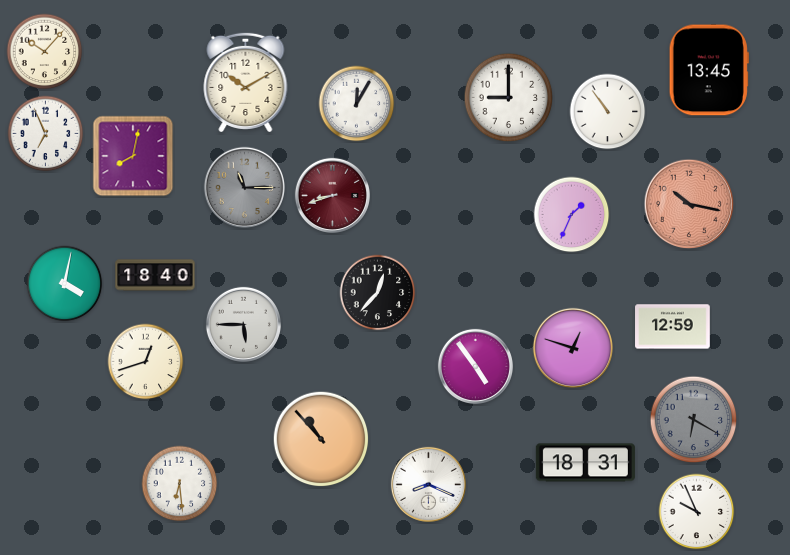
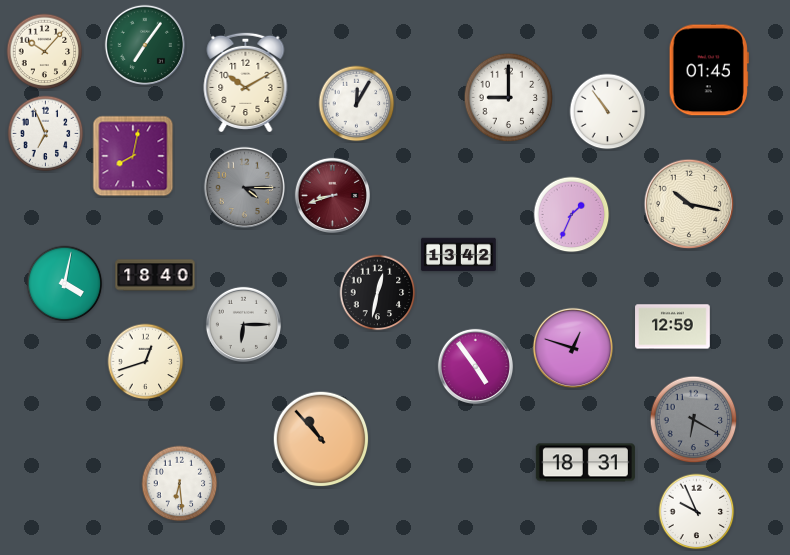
clock at (144, 44): none -> 7:06
clock at (709, 70): 13:45 -> 01:45
clock at (244, 187): 11:15 -> 4:15
clock at (689, 204) dial: salmon -> cream
clock at (459, 255): none -> 13:42
clock at (378, 293): 12:37 -> 12:32
clock at (243, 324): 5:45 -> 6:15
clock at (428, 484): 8:19 -> none
